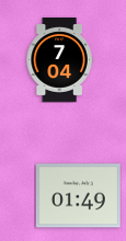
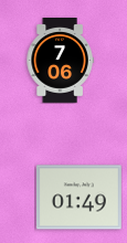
clock at (59, 60): 7:04 -> 7:06
